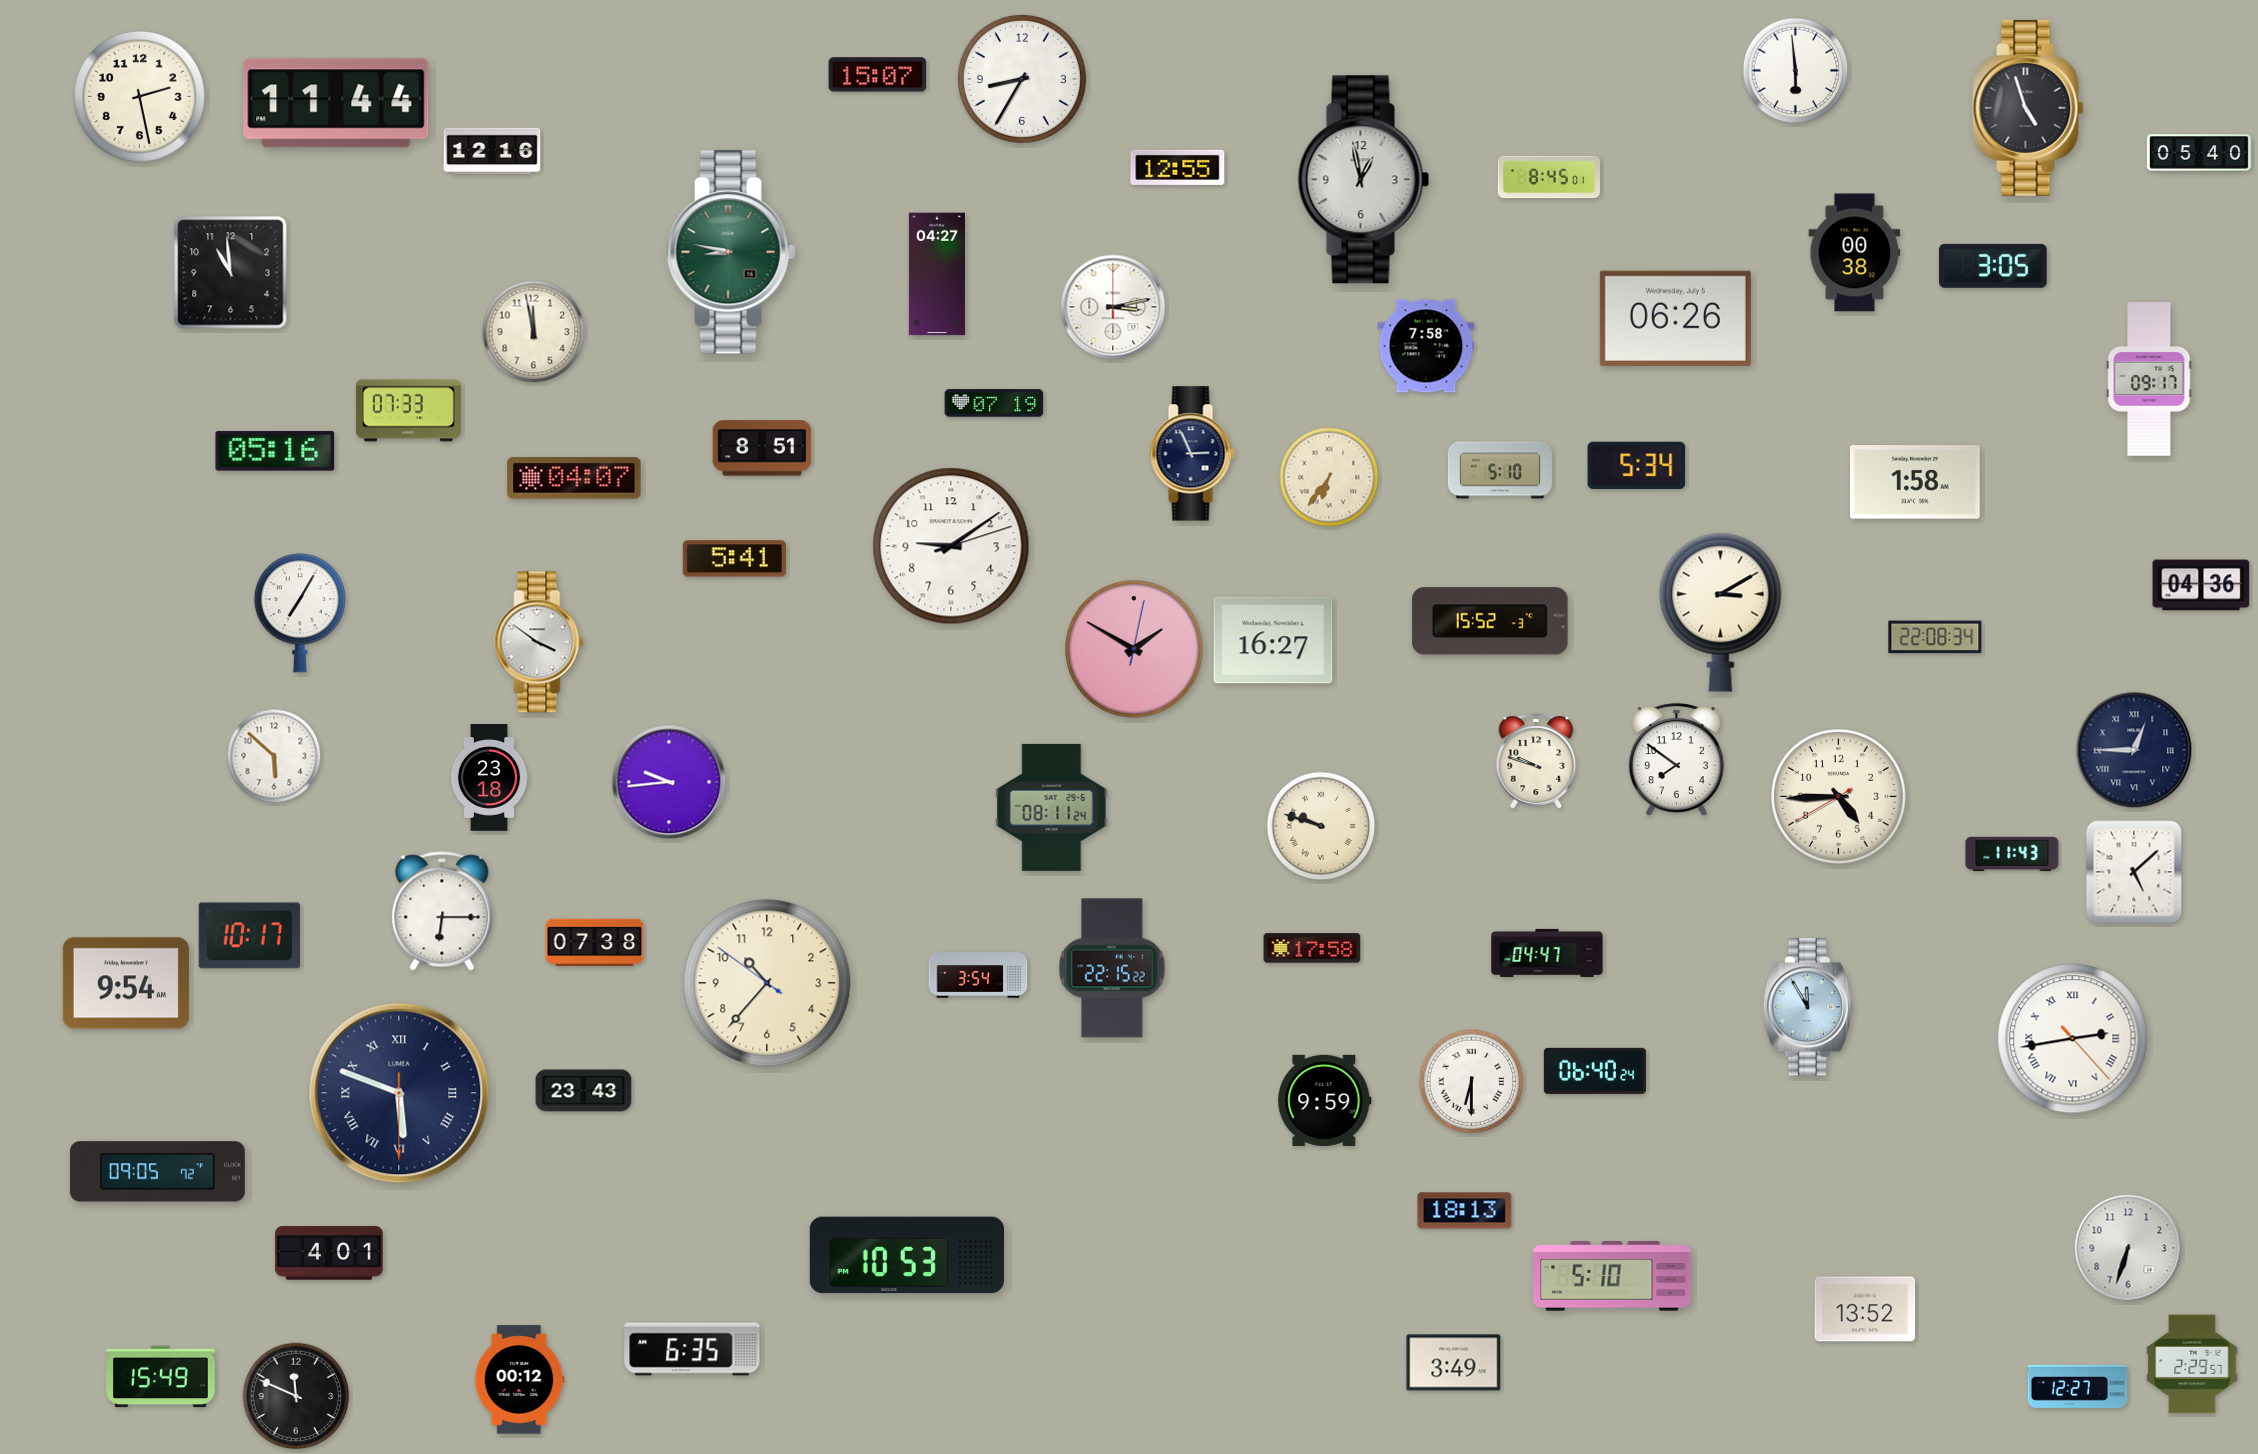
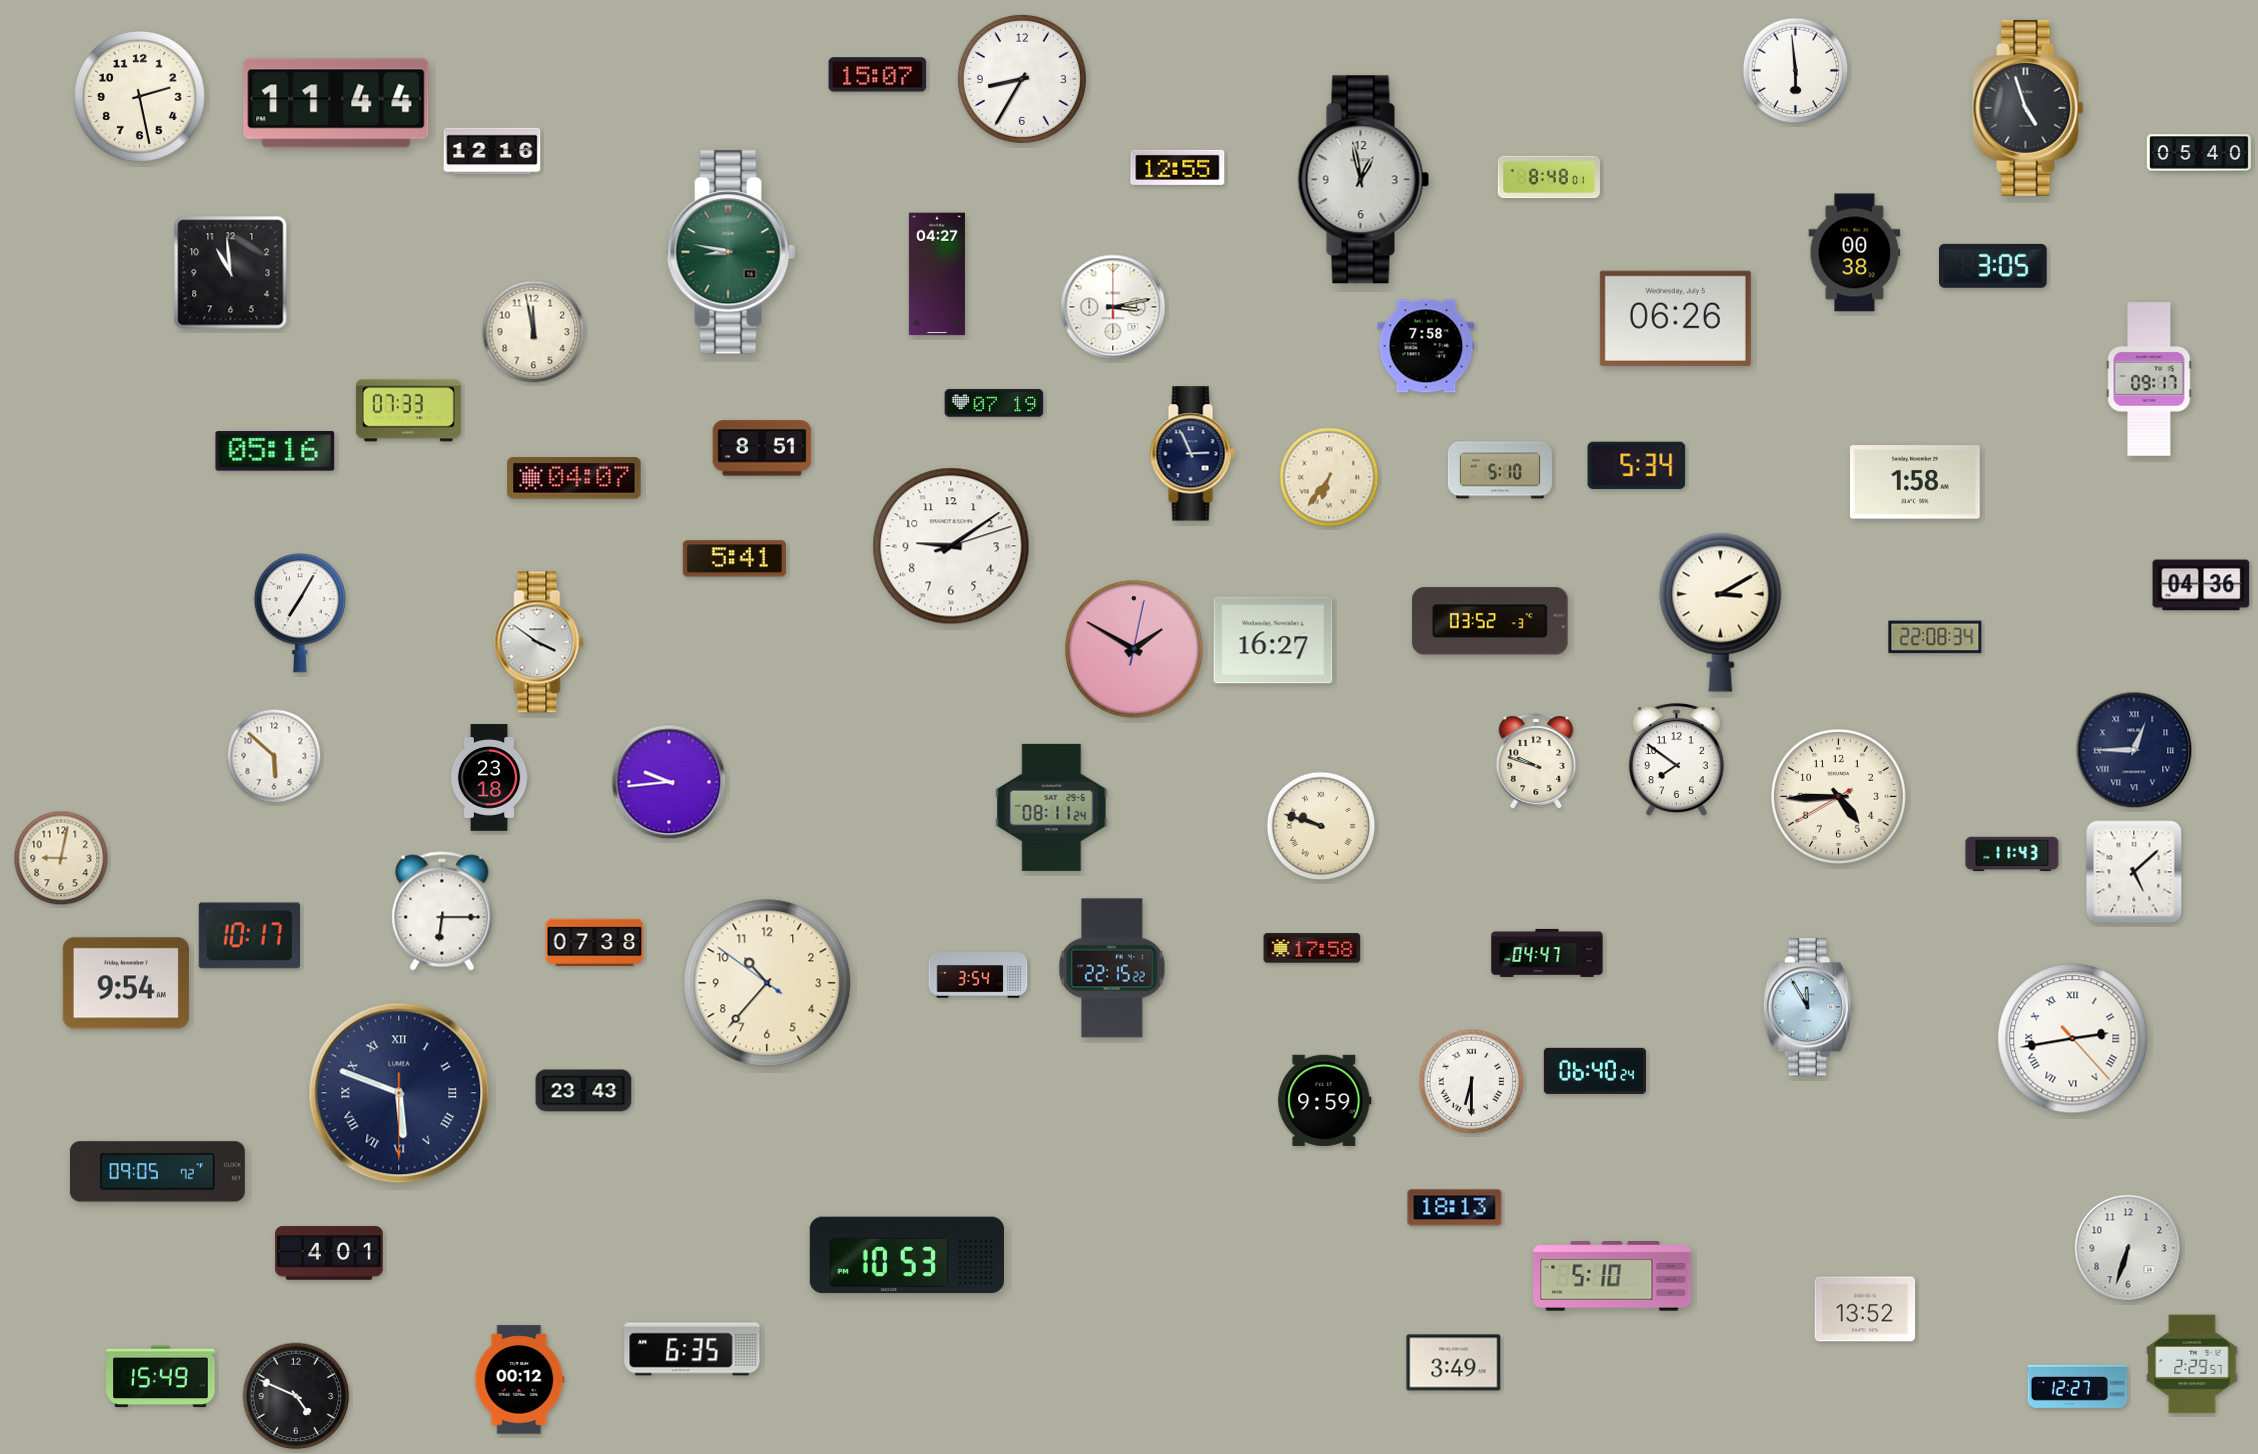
clock at (1549, 177): 8:45 -> 8:48
clock at (1490, 621): 15:52 -> 03:52
clock at (61, 858): none -> 9:02
clock at (1465, 1211) position: (1465, 1211) -> (1455, 1208)
clock at (296, 1396): 11:49 -> 4:49
